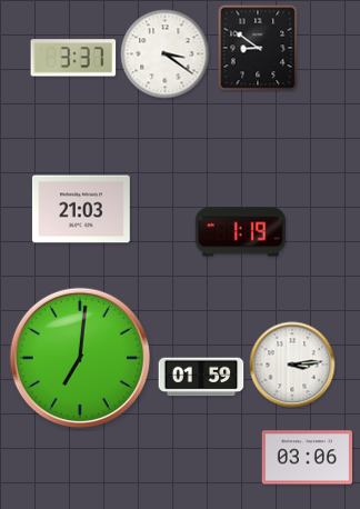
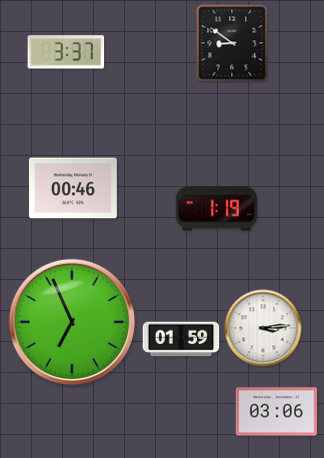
clock at (166, 54): 3:21 -> none
clock at (81, 209): 21:03 -> 00:46
clock at (80, 358): 7:01 -> 6:56
